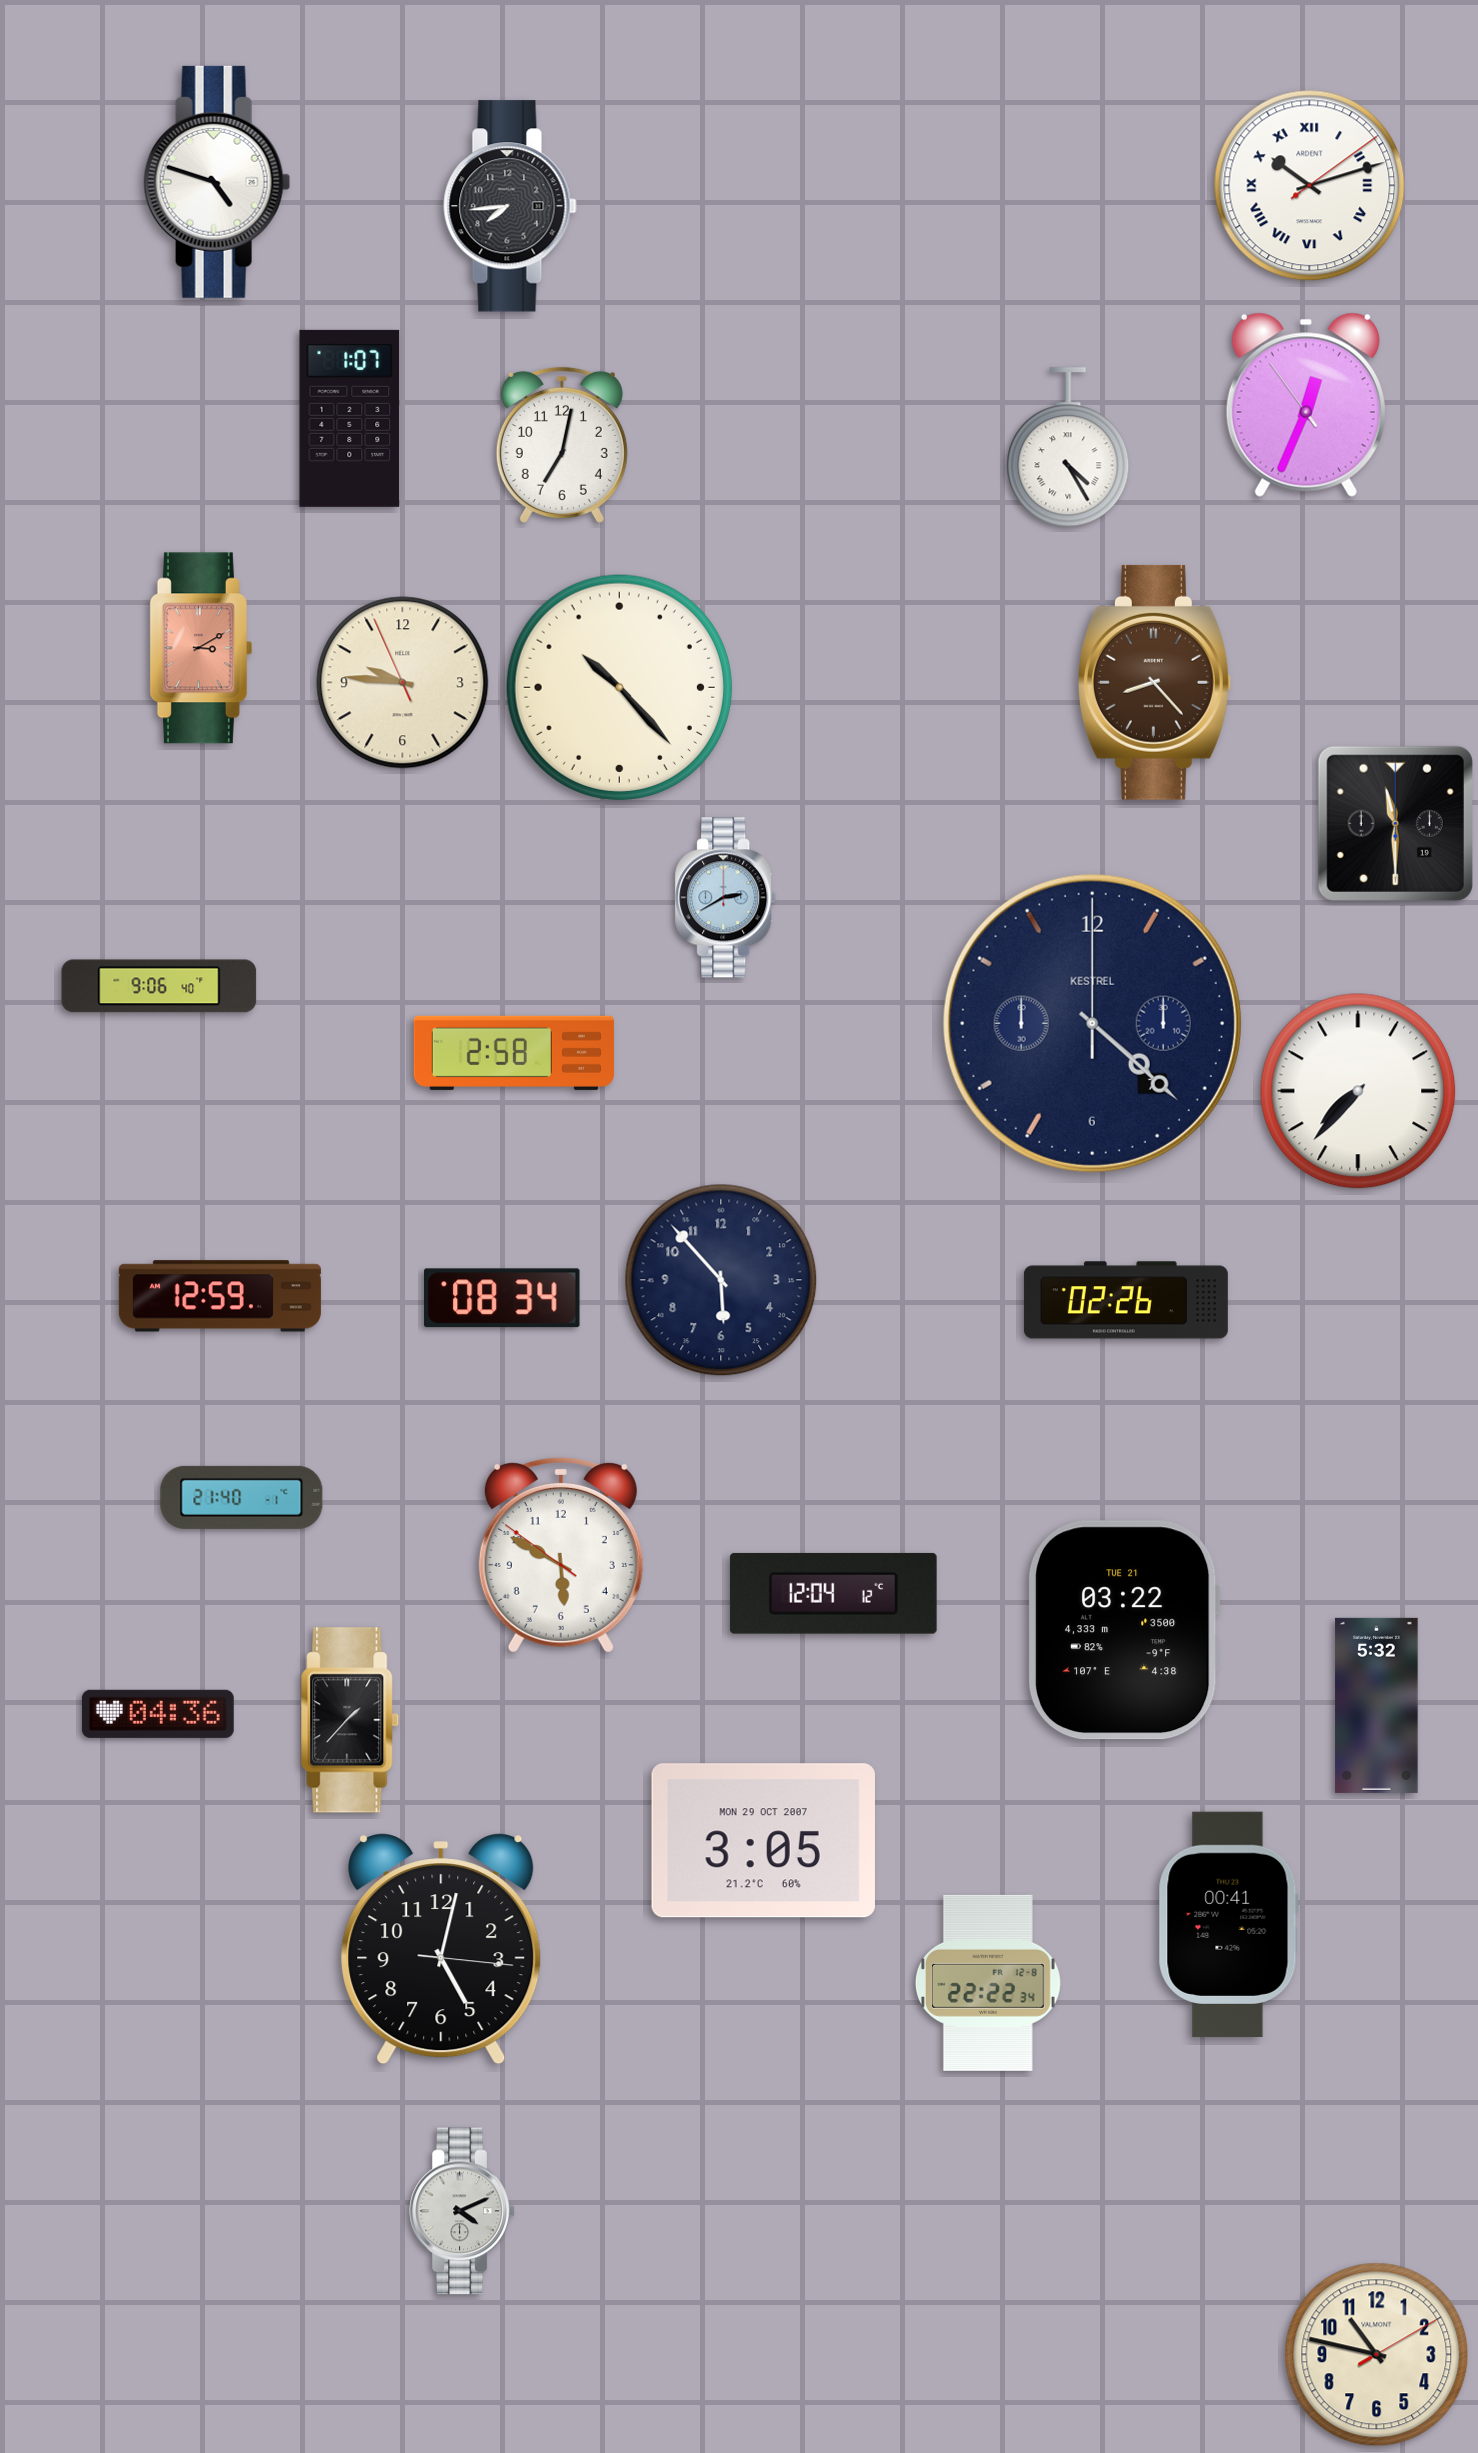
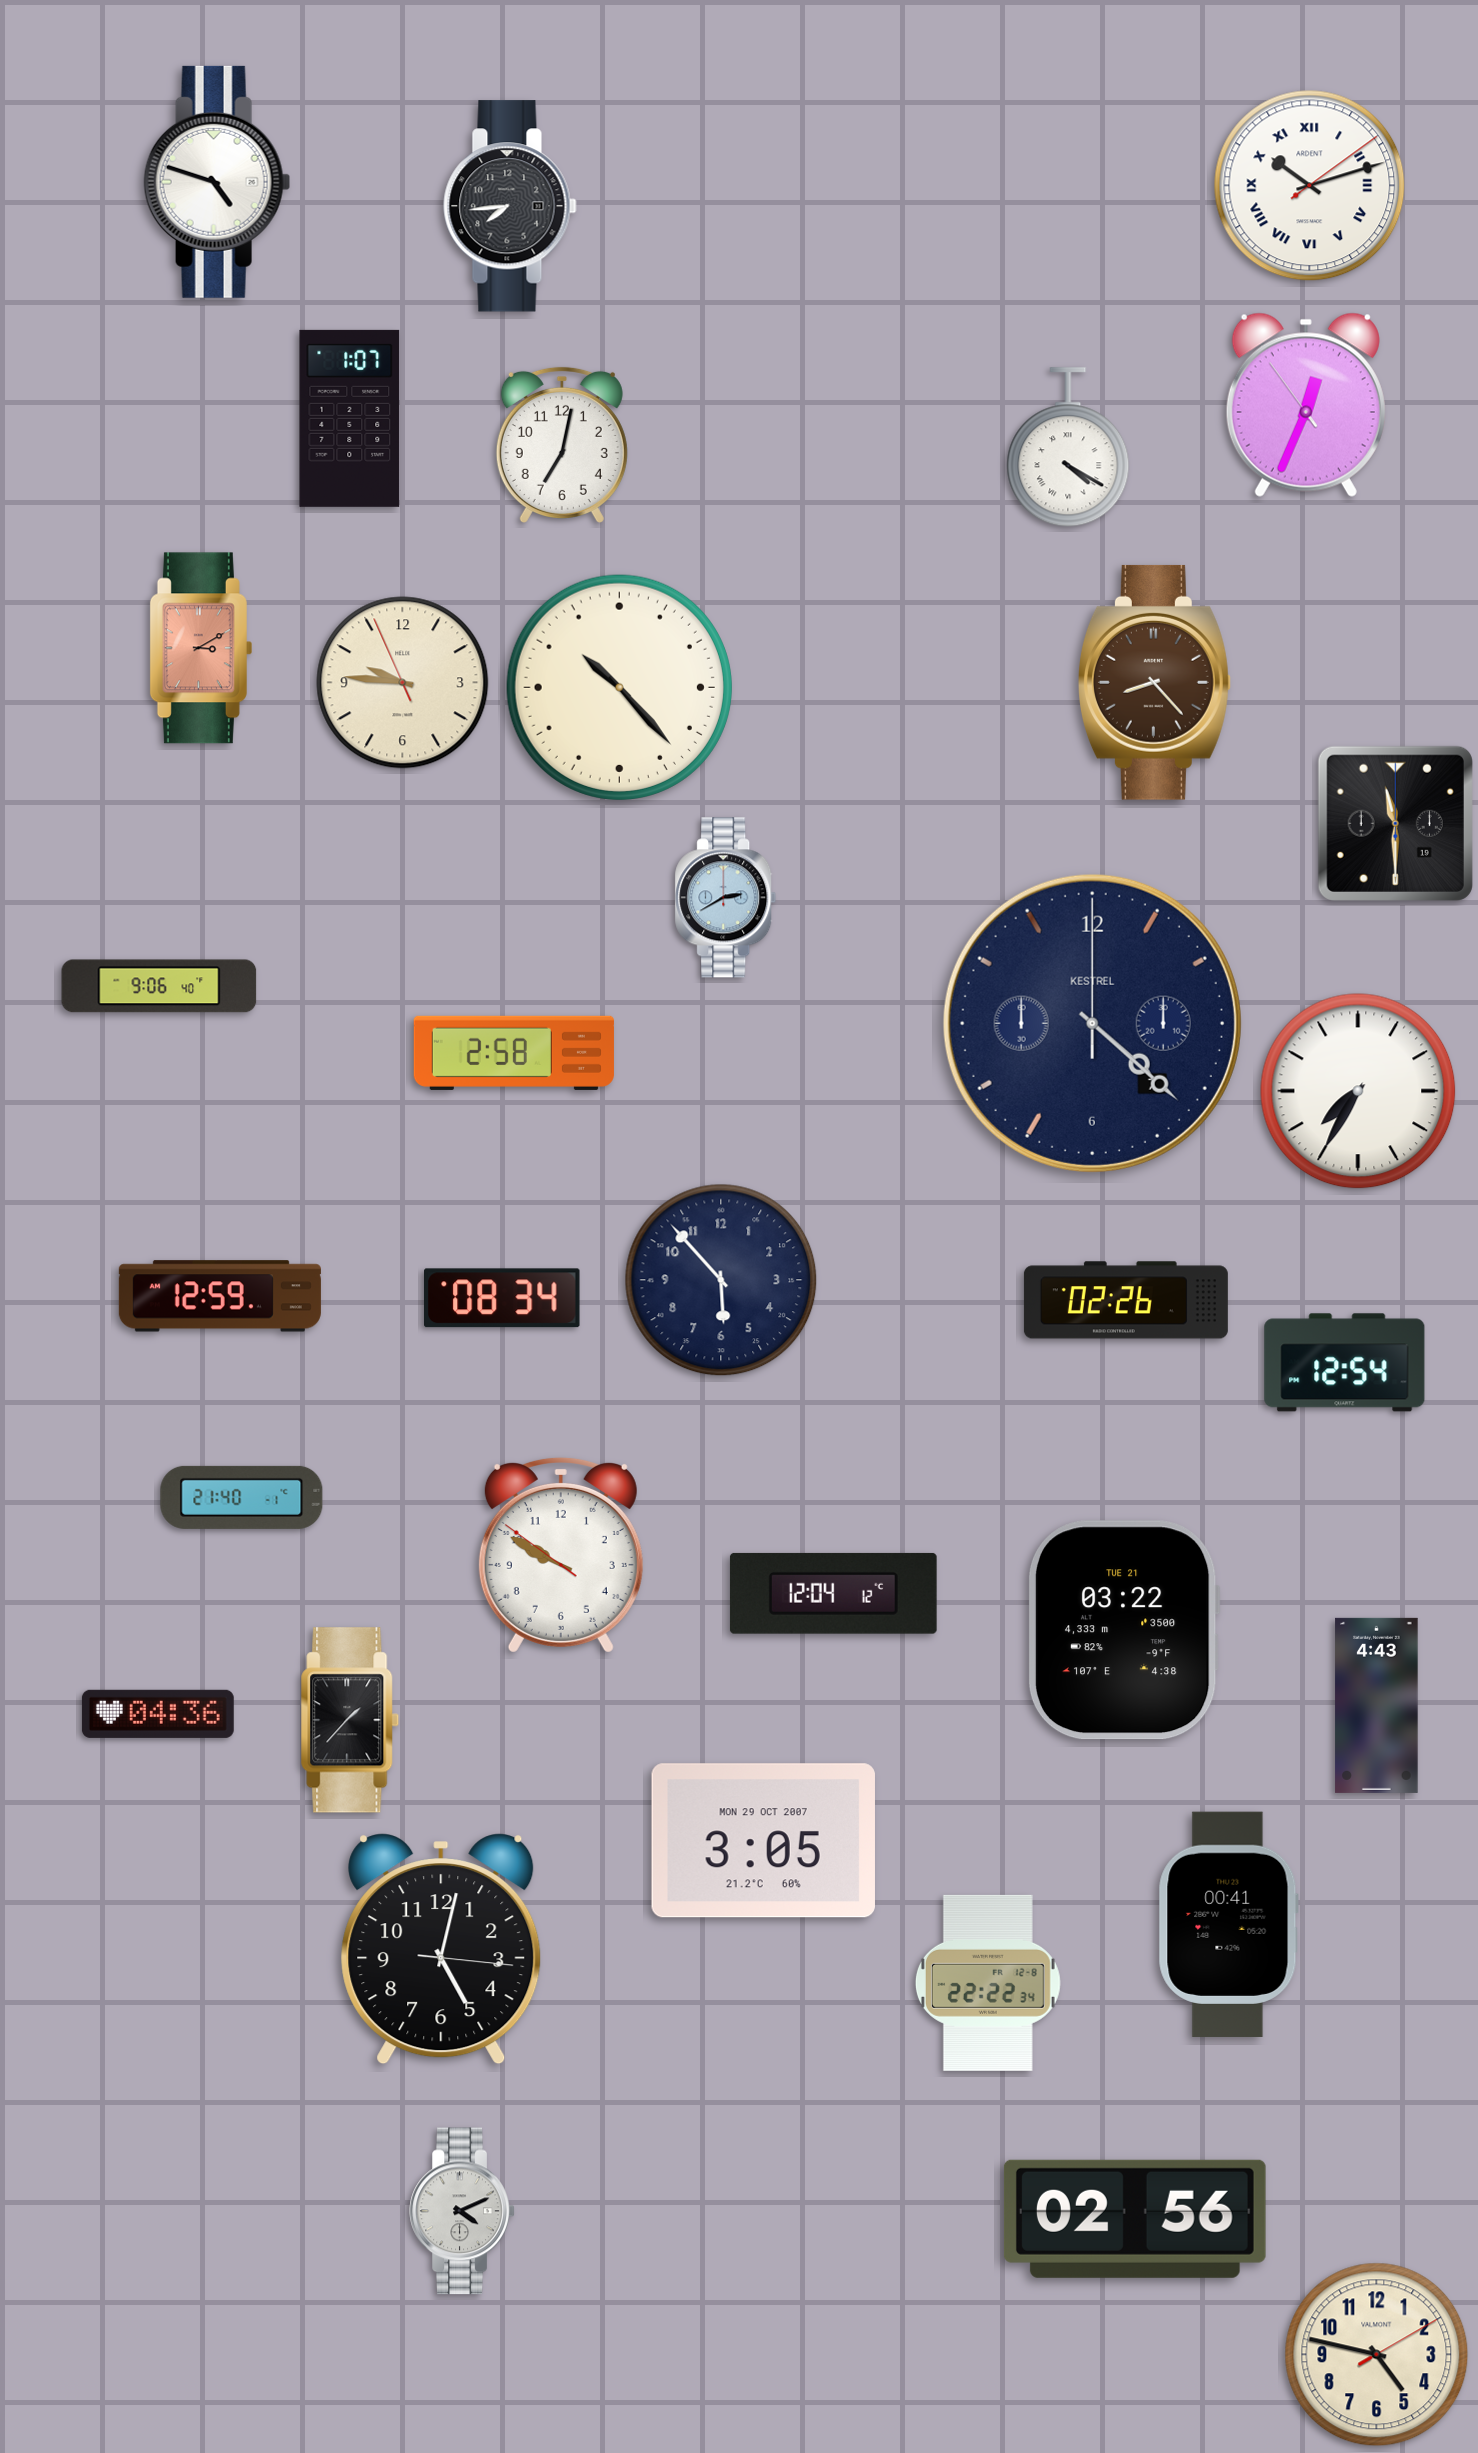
clock at (1068, 448): 4:25 -> 4:20
clock at (1358, 1091): 7:37 -> 7:35
clock at (1345, 1363): none -> 12:54
clock at (561, 1555): 5:49 -> 9:49
clock at (1377, 1705): 5:32 -> 4:43
clock at (1135, 2219): none -> 02:56
clock at (1377, 2355): 10:47 -> 4:47
